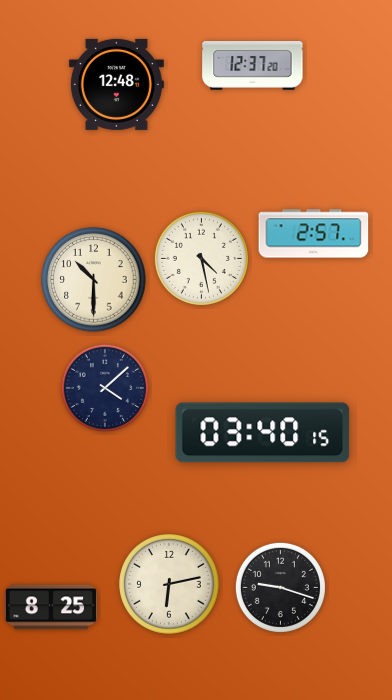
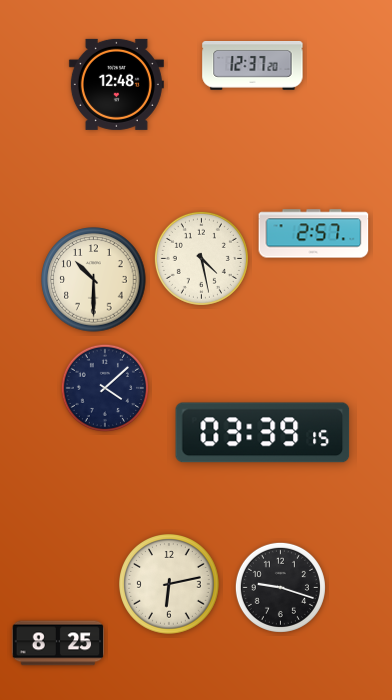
clock at (263, 433): 03:40 -> 03:39
clock at (51, 607) position: (51, 607) -> (58, 643)
